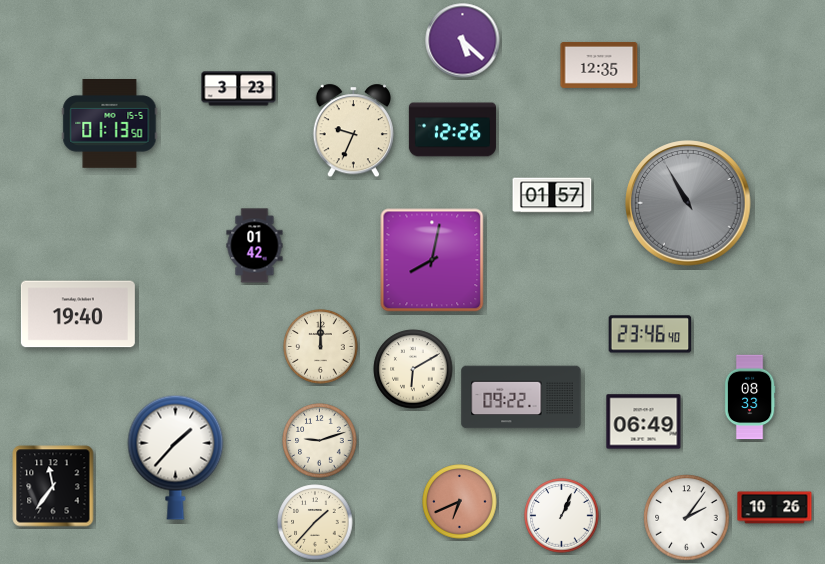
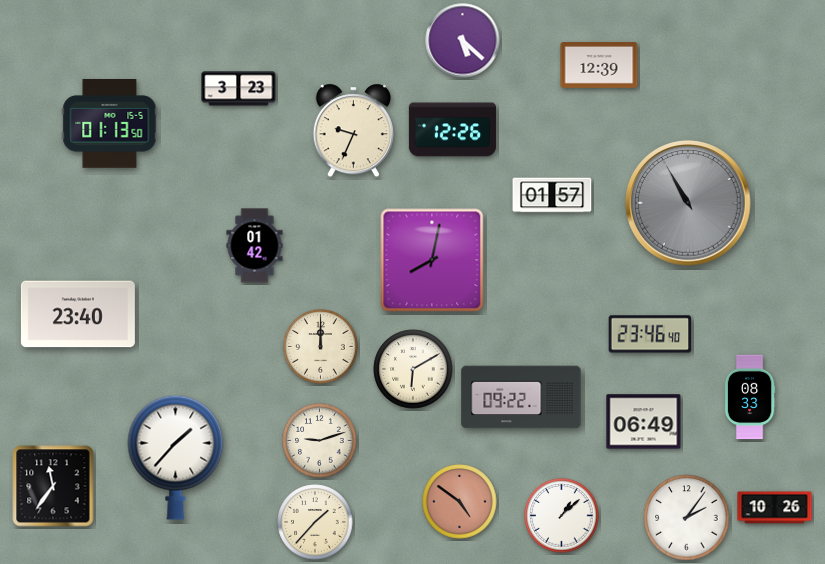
clock at (599, 65): 12:35 -> 12:39
clock at (78, 314): 19:40 -> 23:40
clock at (460, 502): 6:41 -> 4:51
clock at (562, 516): 1:04 -> 1:08
